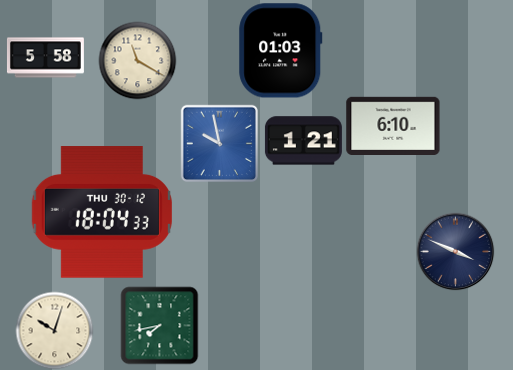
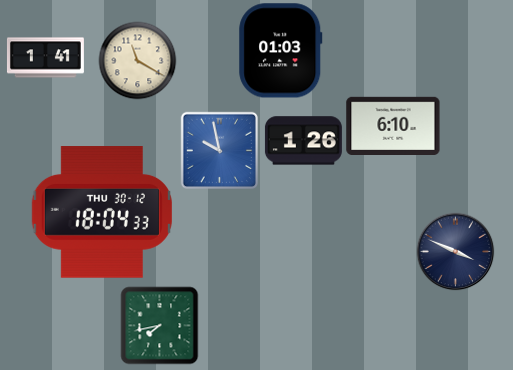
clock at (45, 58): 5:58 -> 1:41
clock at (303, 141): 1:21 -> 1:26
clock at (219, 143) position: (219, 143) -> (219, 150)
clock at (54, 330): 10:03 -> none
